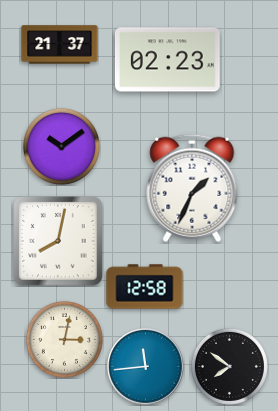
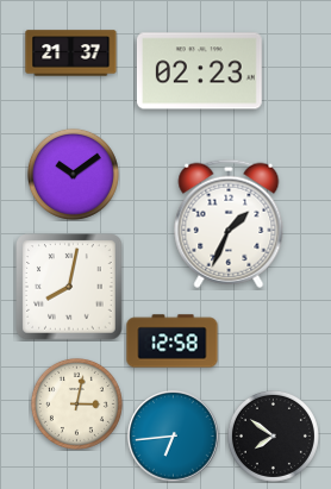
clock at (146, 367): 11:44 -> 6:44
